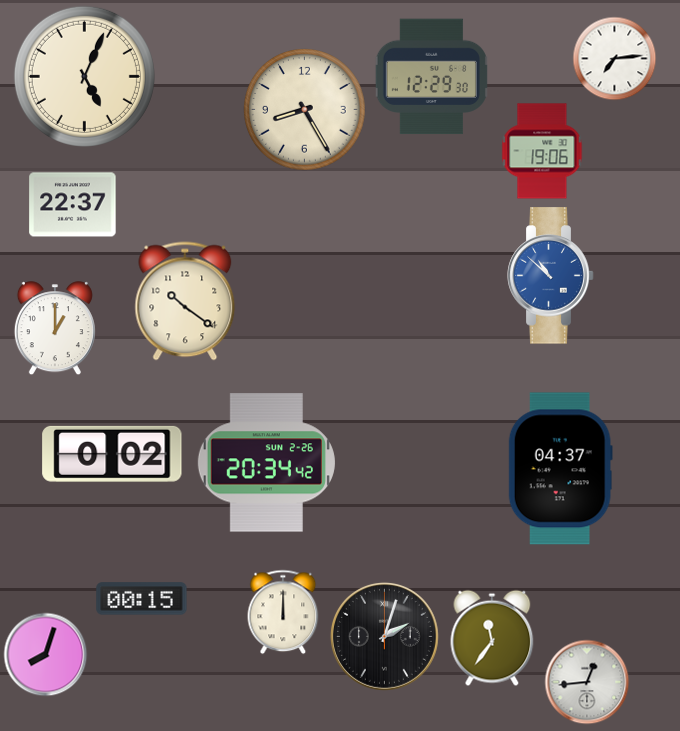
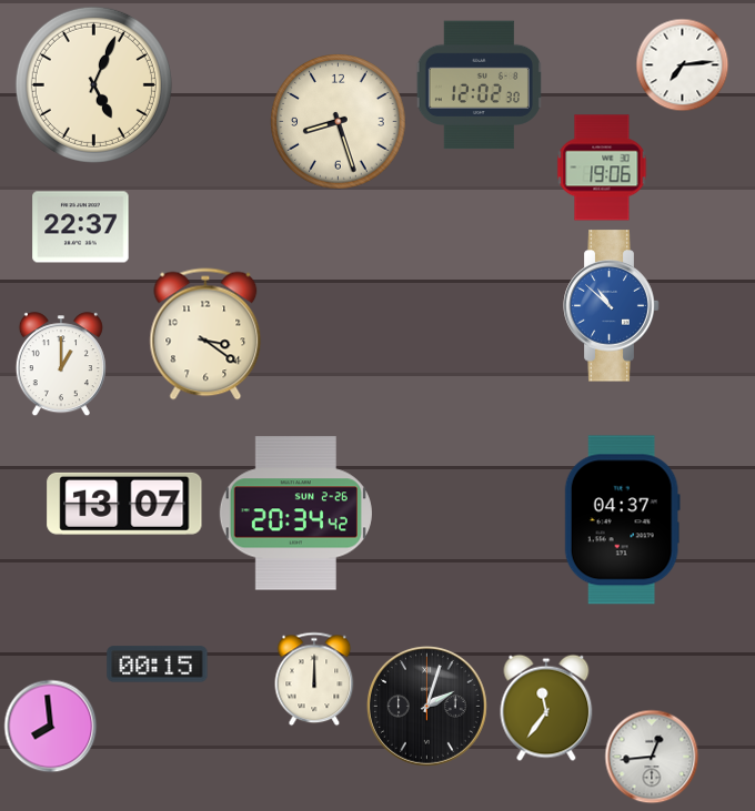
clock at (431, 77): 12:29 -> 12:02
clock at (305, 110): 8:25 -> 8:27
clock at (185, 301): 10:21 -> 3:21
clock at (112, 454): 0:02 -> 13:07
clock at (45, 654): 8:03 -> 7:59
